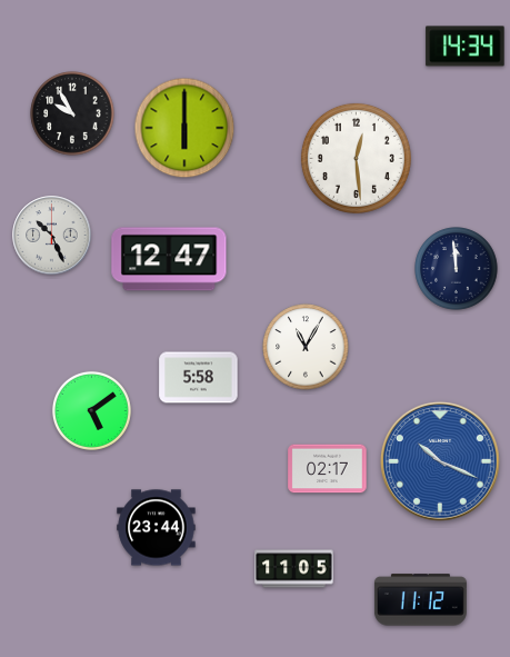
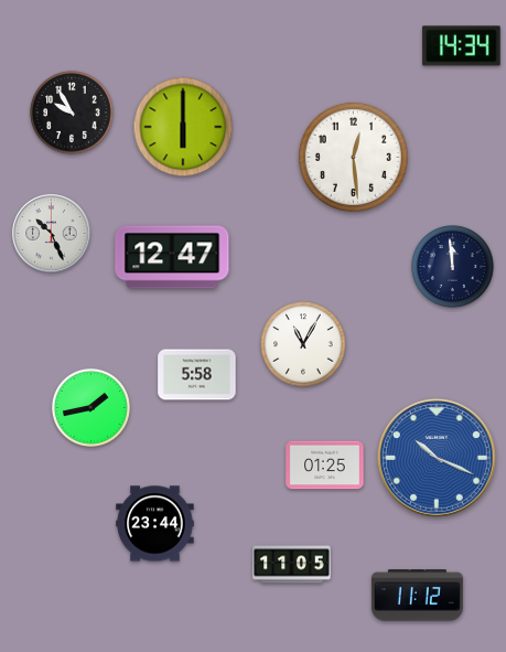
clock at (169, 259) position: (169, 259) -> (172, 257)
clock at (91, 410): 5:09 -> 1:43
clock at (328, 469): 02:17 -> 01:25
